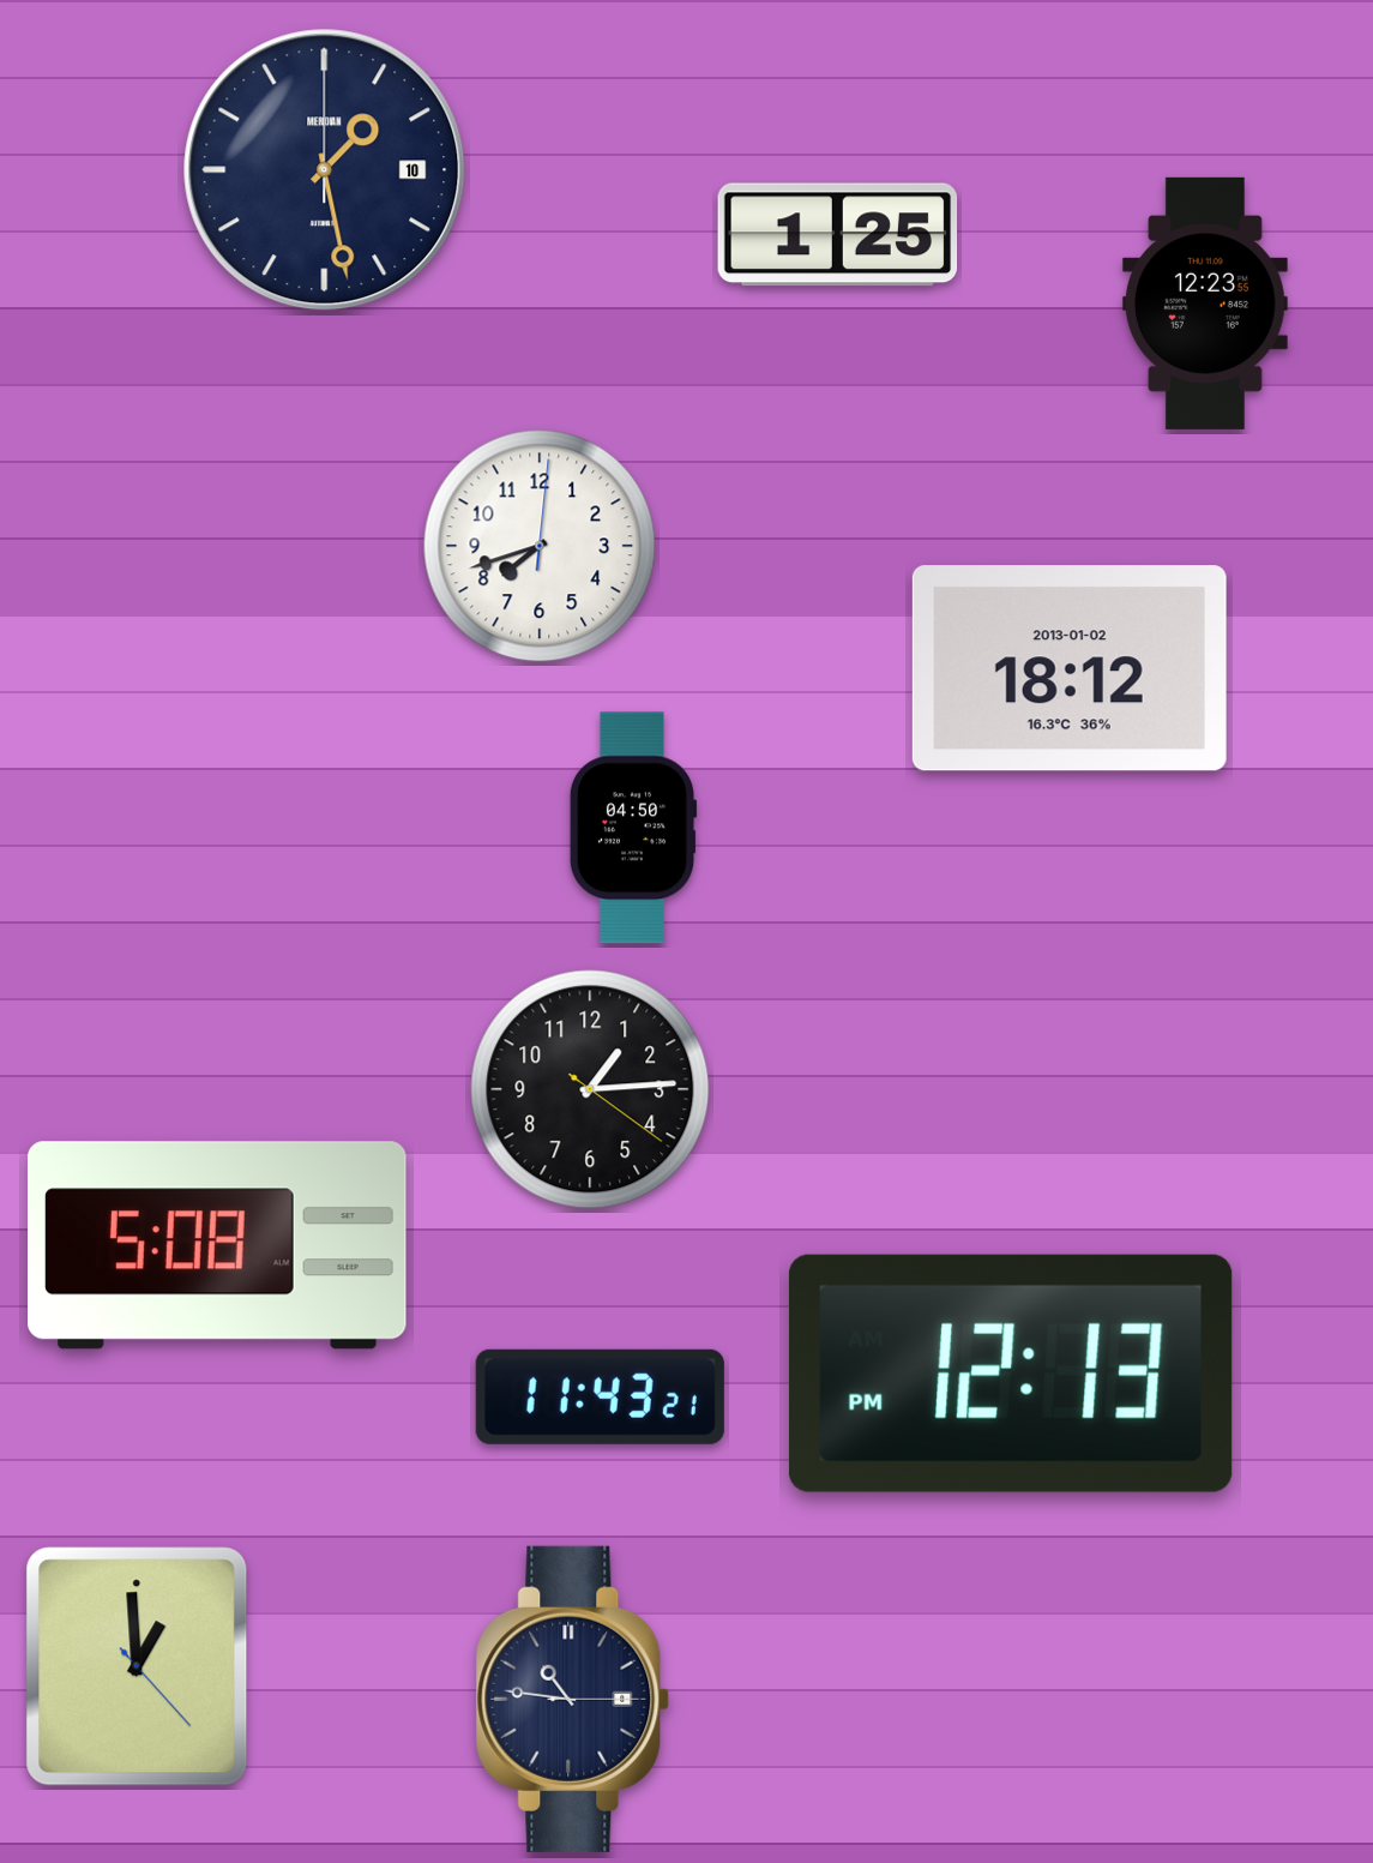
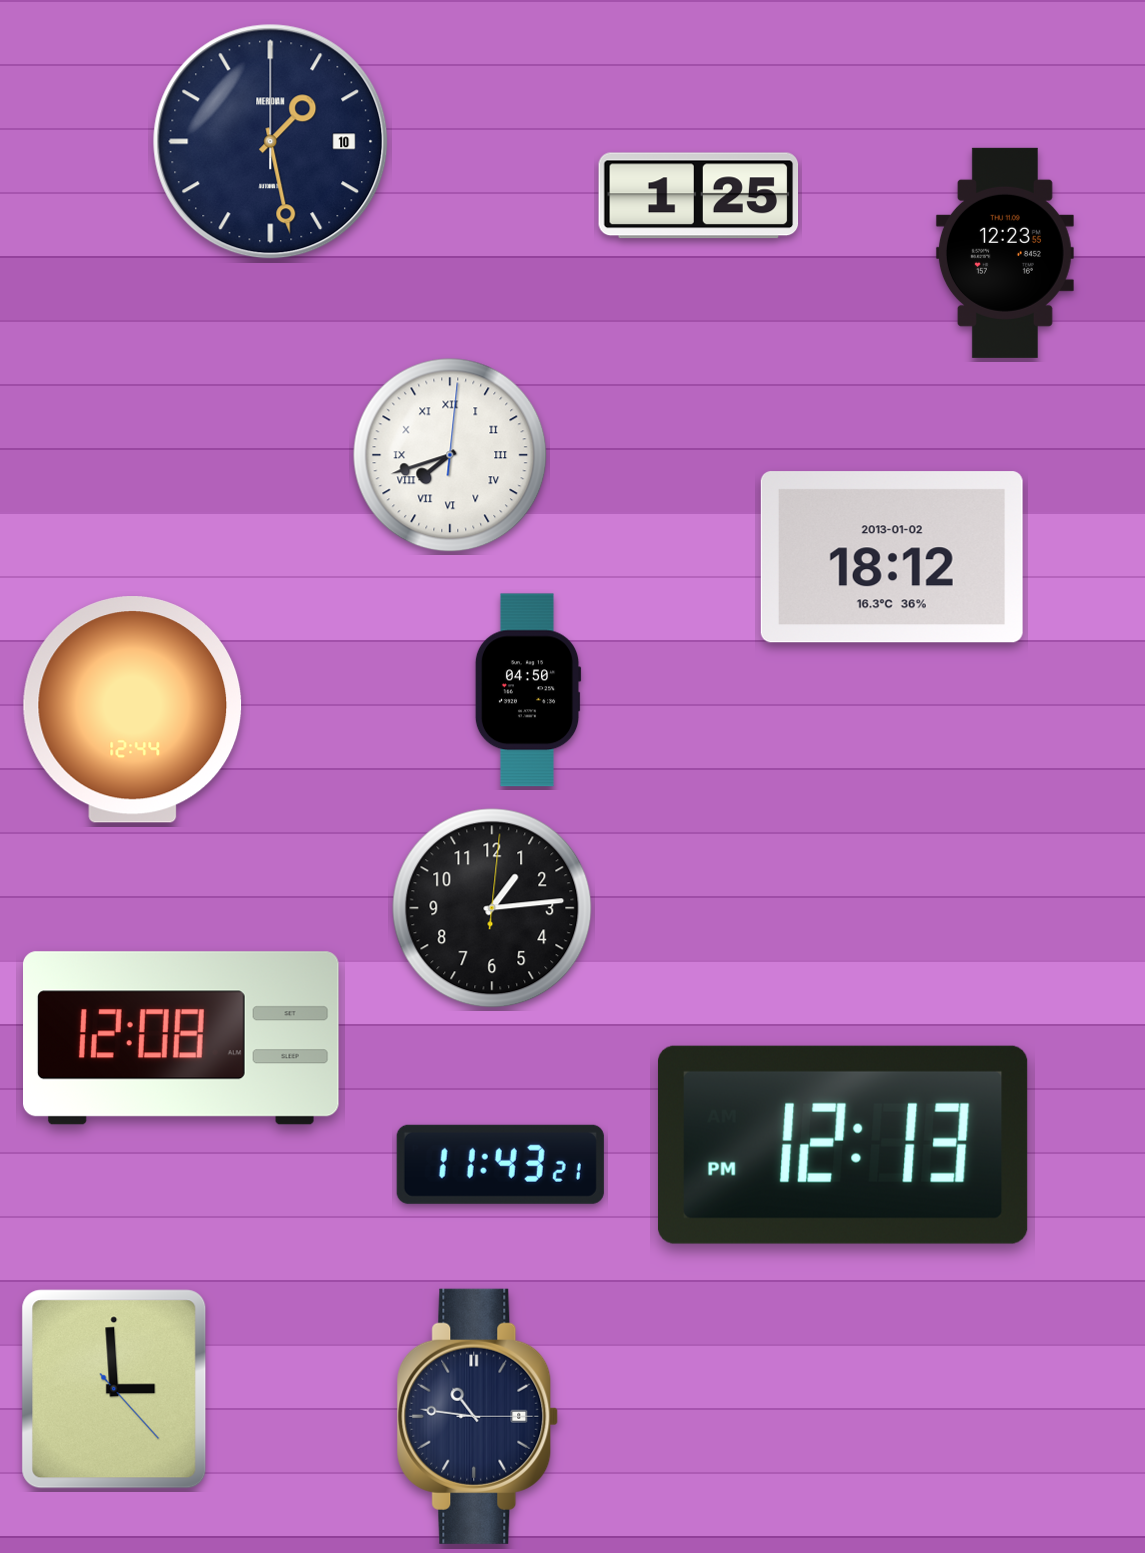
clock at (540, 546) numerals: Arabic -> Roman
clock at (133, 710): none -> 12:44
clock at (590, 1089): 1:14:21 -> 1:14:01
clock at (218, 1245): 5:08 -> 12:08
clock at (137, 1666): 12:59 -> 2:59
